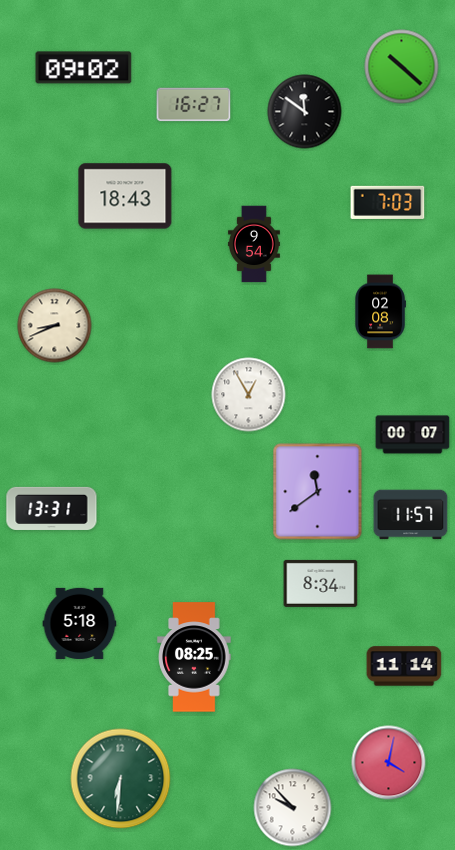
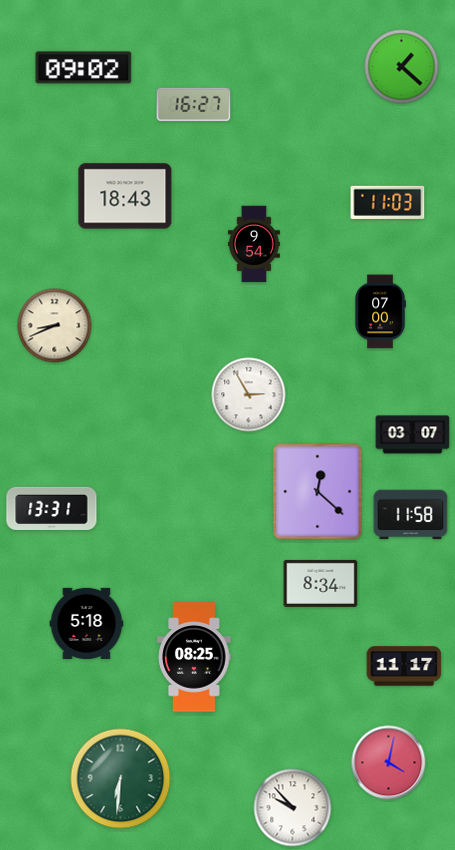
clock at (402, 67): 10:22 -> 1:22
clock at (305, 112): 11:51 -> none
clock at (388, 202): 7:03 -> 11:03
clock at (380, 312): 02:08 -> 07:00
clock at (249, 395): 12:55 -> 2:55
clock at (413, 435): 00:07 -> 03:07
clock at (318, 492): 11:39 -> 12:22
clock at (411, 515): 11:57 -> 11:58
clock at (80, 623) position: (80, 623) -> (87, 623)
clock at (404, 666): 11:14 -> 11:17
